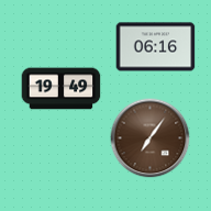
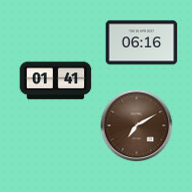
clock at (62, 89): 19:49 -> 01:41
clock at (151, 138): 7:06 -> 7:10
